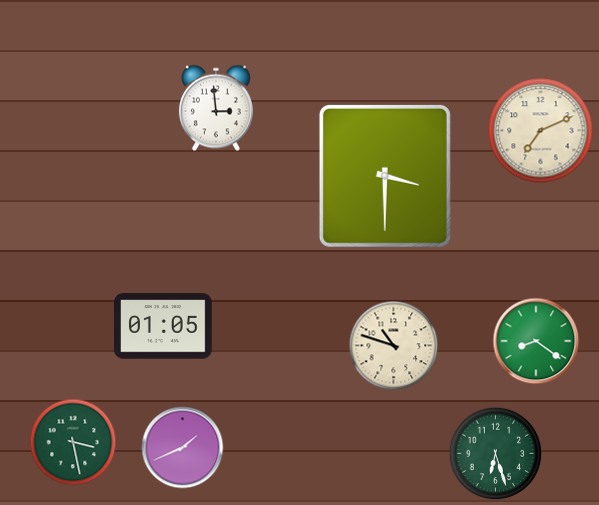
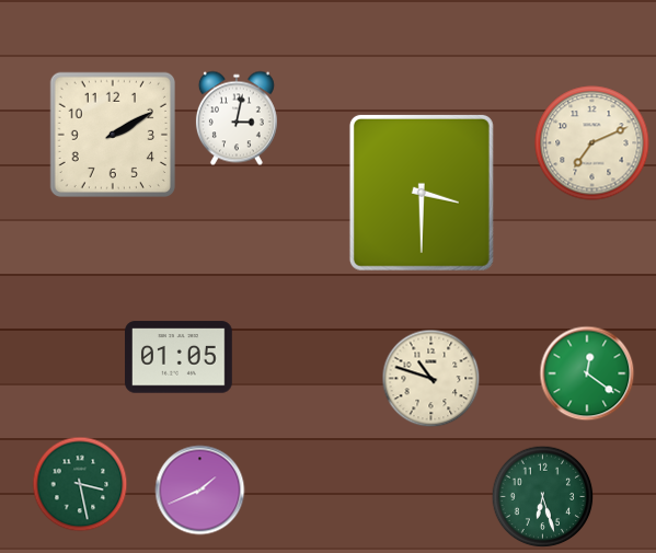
clock at (216, 108): 2:59 -> 3:02
clock at (113, 135): none -> 2:10
clock at (536, 341): 8:21 -> 12:21
